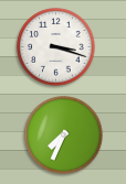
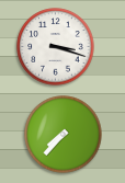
clock at (64, 136): 7:34 -> 7:37
